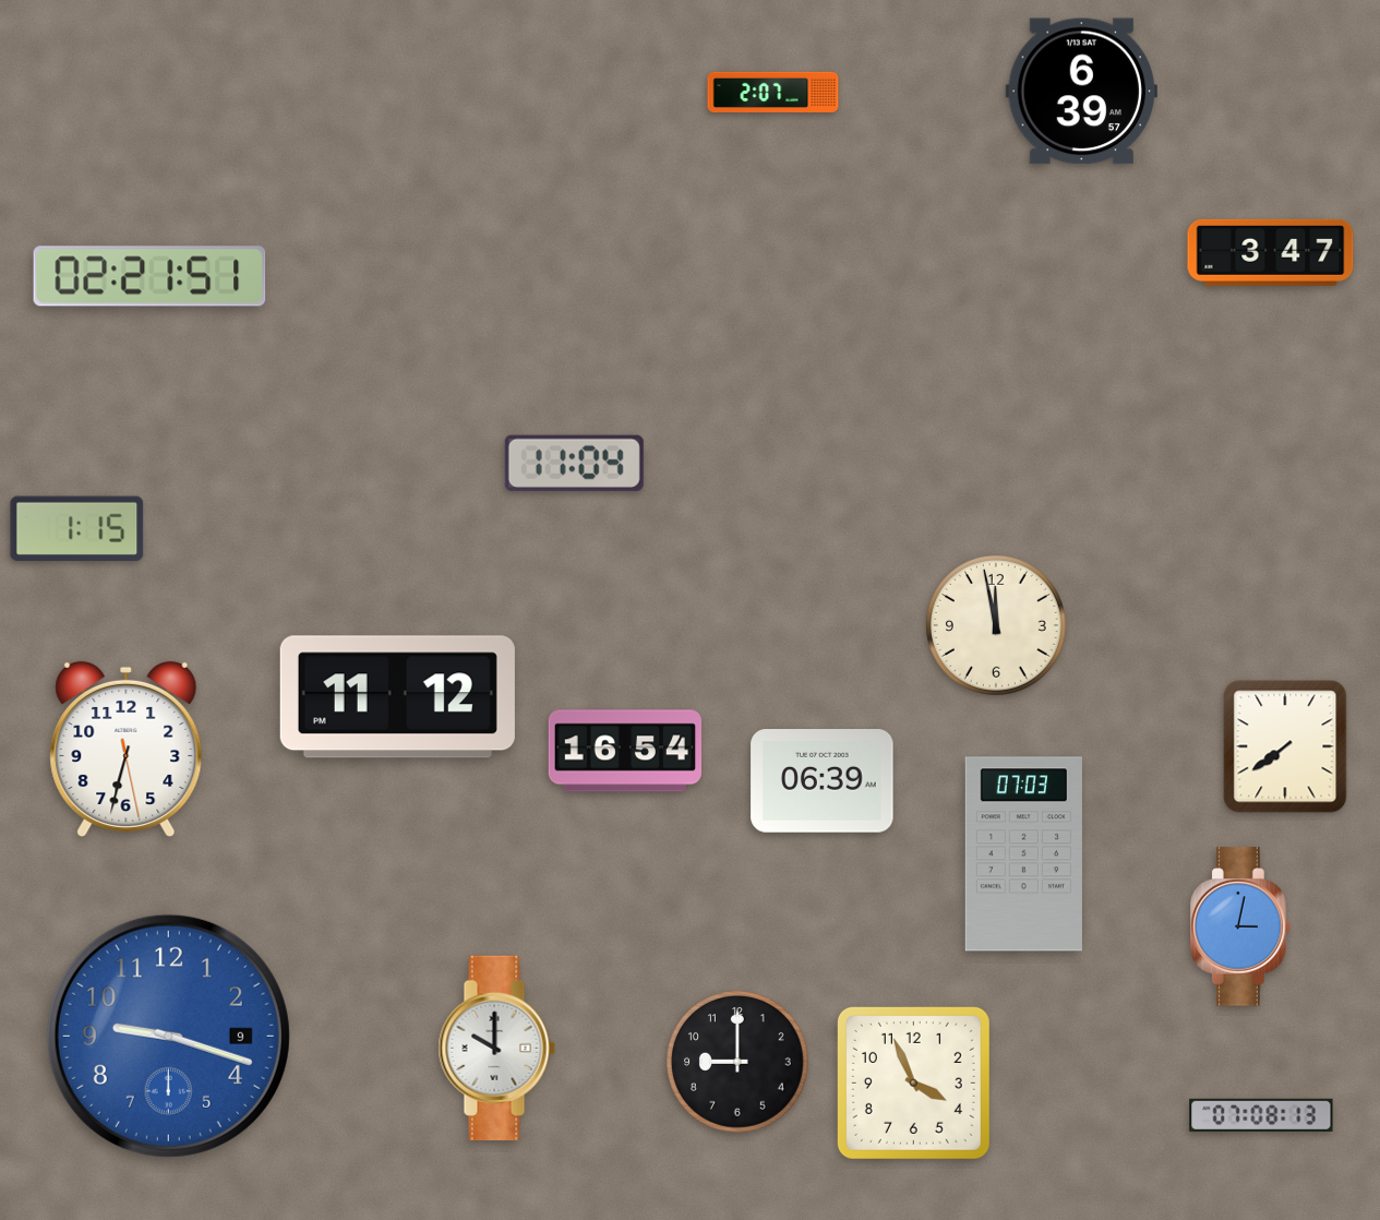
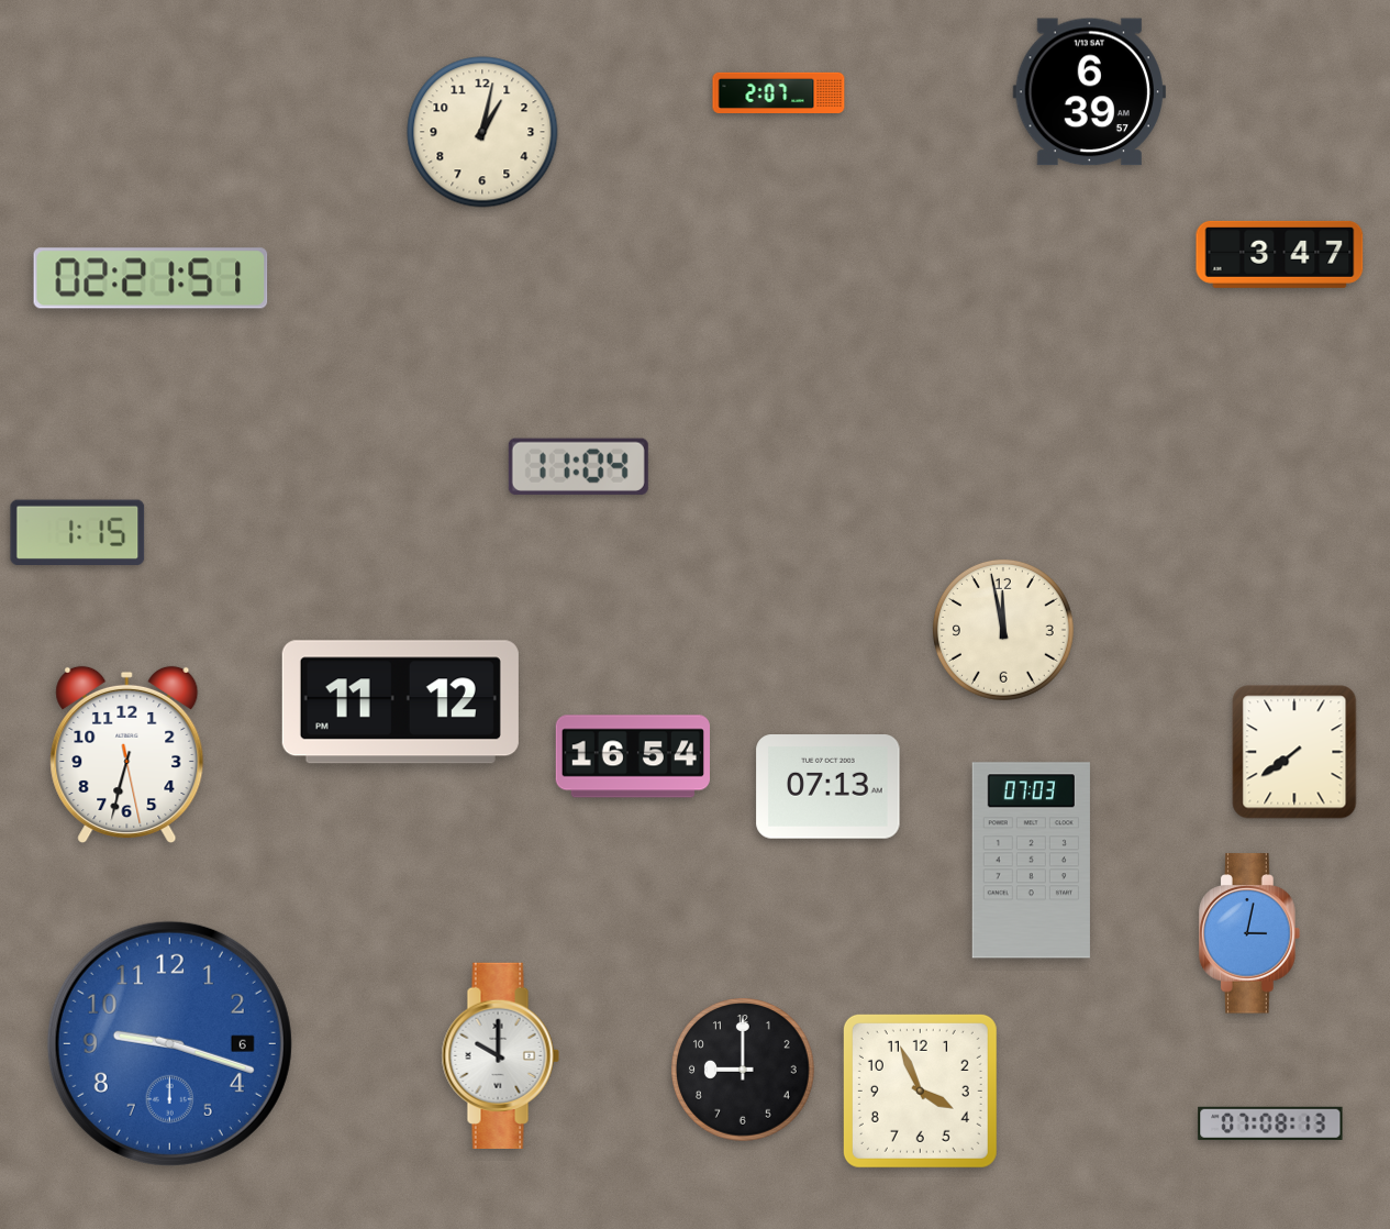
clock at (482, 132): none -> 1:02
clock at (625, 751) position: (625, 751) -> (633, 756)
clock at (823, 781): 06:39 -> 07:13
clock at (168, 1036) date: 9 -> 6
